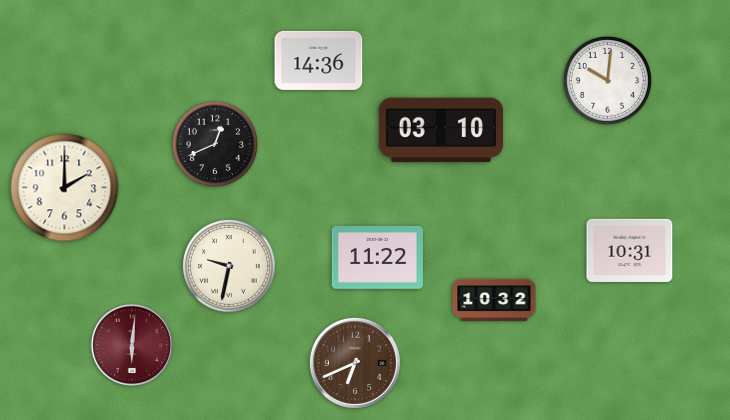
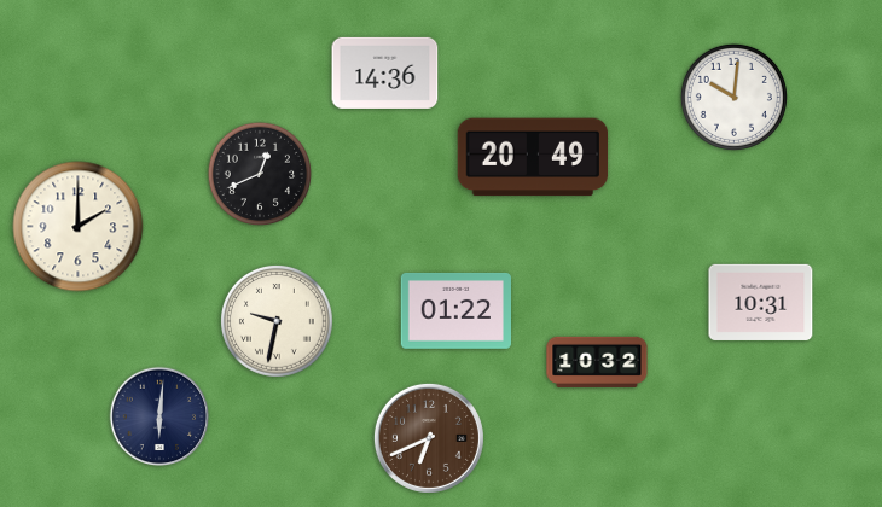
clock at (441, 130): 03:10 -> 20:49
clock at (377, 257): 11:22 -> 01:22
clock at (132, 345) dial: burgundy -> navy
